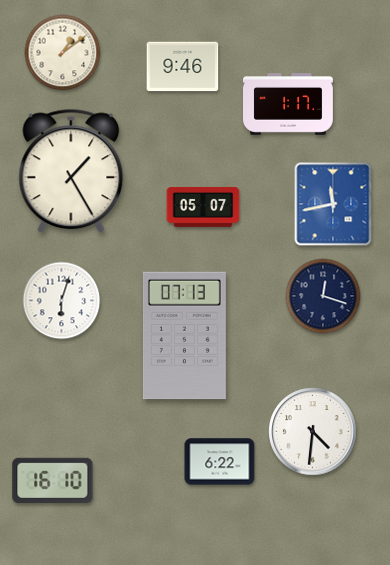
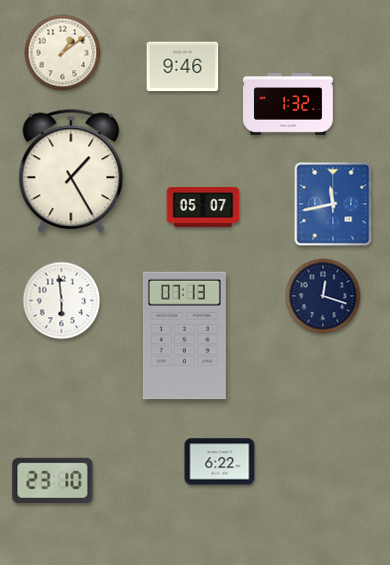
clock at (289, 105): 1:17 -> 1:32
clock at (62, 301): 6:03 -> 5:59
clock at (313, 432): 4:31 -> none
clock at (53, 480): 16:10 -> 23:10
